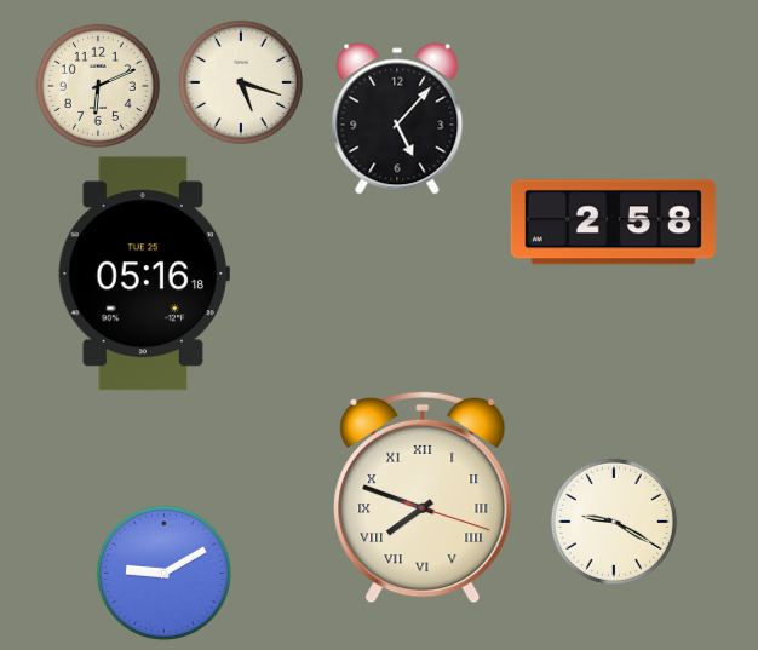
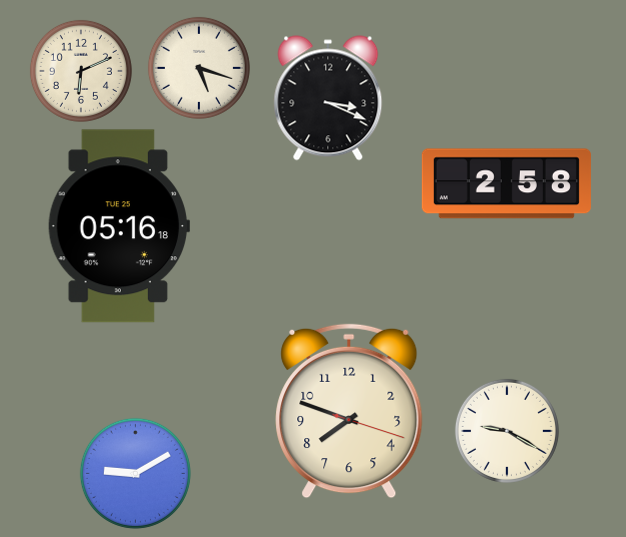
clock at (397, 119): 5:07 -> 3:19
clock at (423, 497) numerals: Roman -> Arabic
